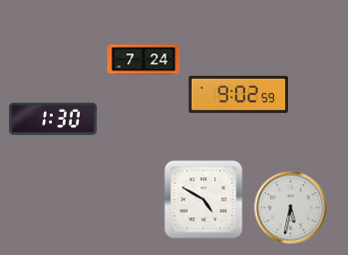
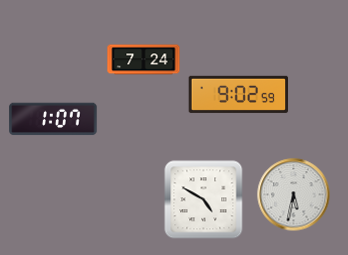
clock at (53, 119): 1:30 -> 1:07
clock at (291, 208) position: (291, 208) -> (294, 195)
